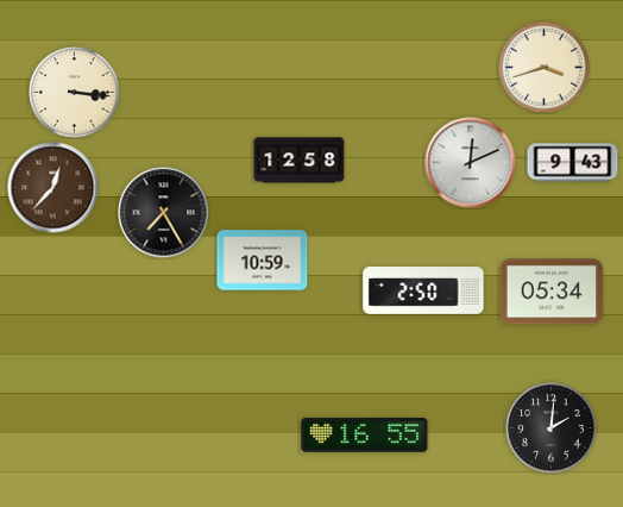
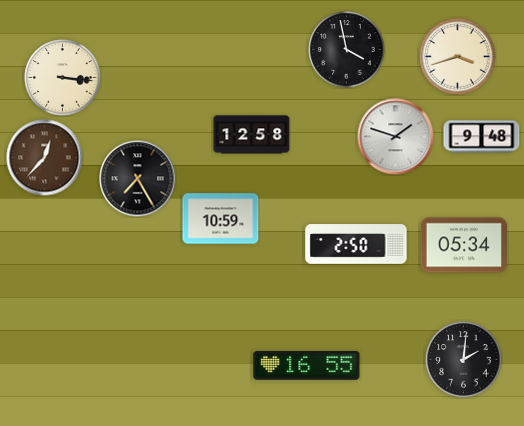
clock at (347, 50): none -> 3:58
clock at (471, 163): 12:11 -> 1:48
clock at (573, 163): 9:43 -> 9:48
